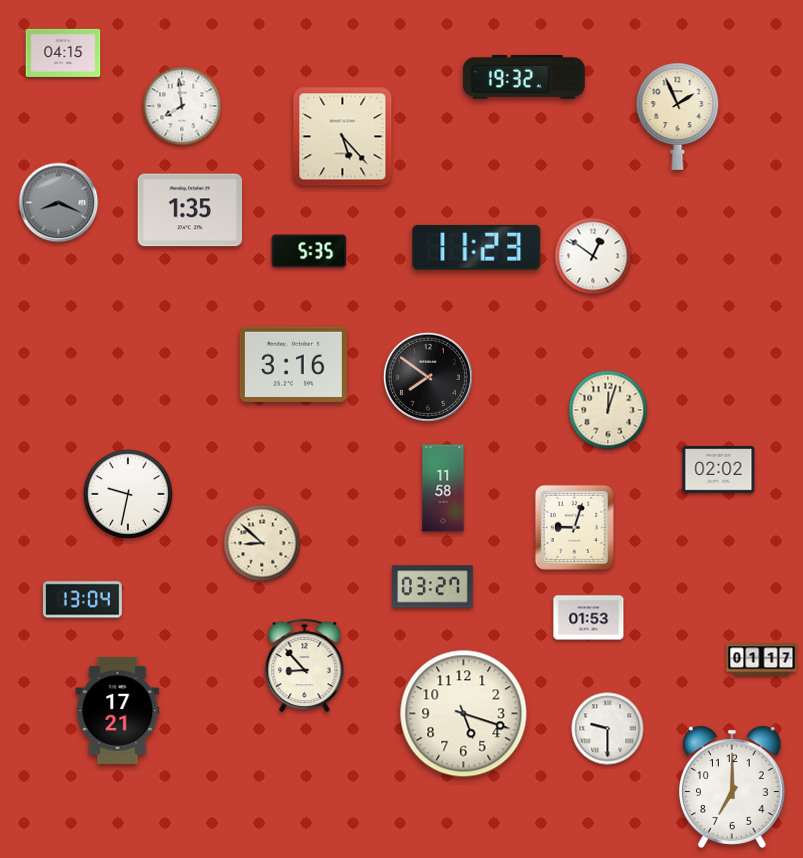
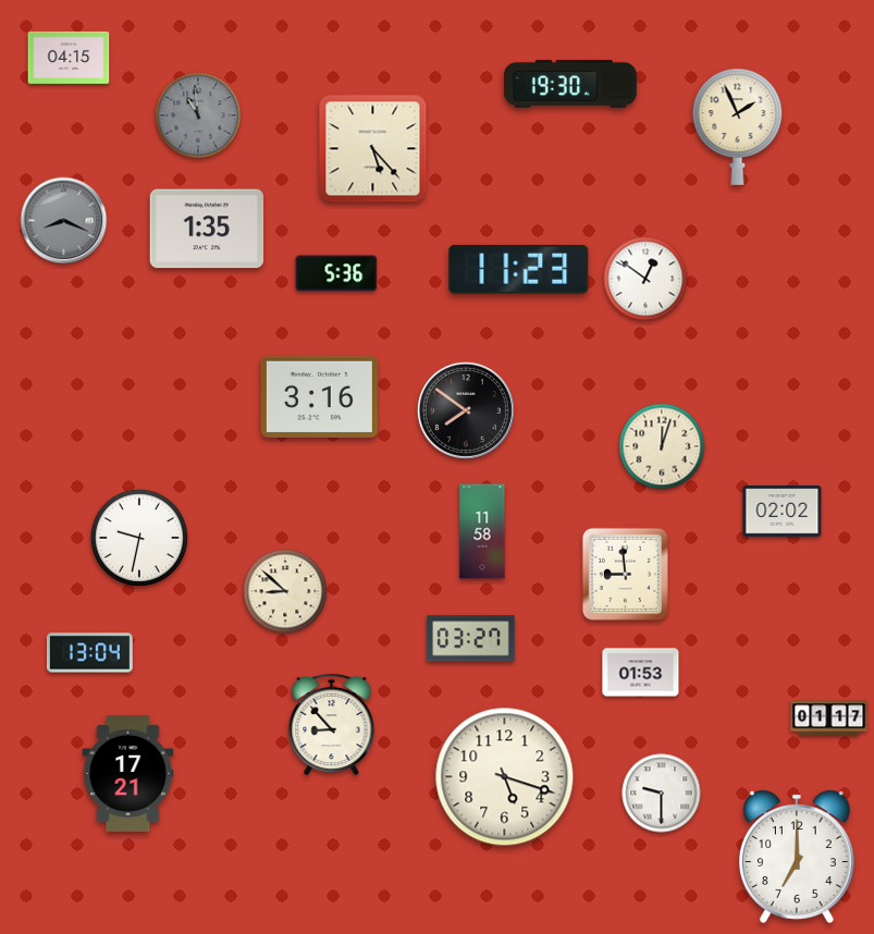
clock at (524, 77): 19:32 -> 19:30
clock at (182, 106): 7:59 -> 10:59
clock at (182, 106) dial: white -> grey
clock at (309, 251): 5:35 -> 5:36
clock at (574, 527): 9:03 -> 8:59
